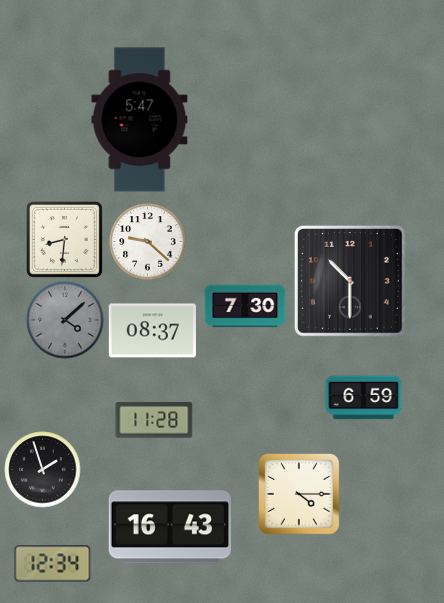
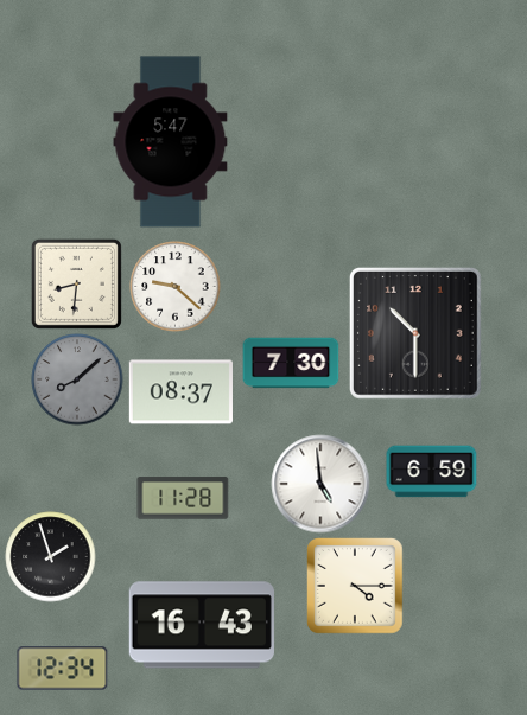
clock at (140, 120) position: (140, 120) -> (171, 142)
clock at (65, 320): 4:08 -> 8:08
clock at (320, 484): none -> 4:59
